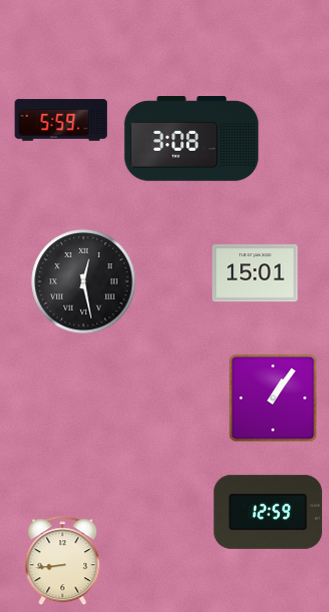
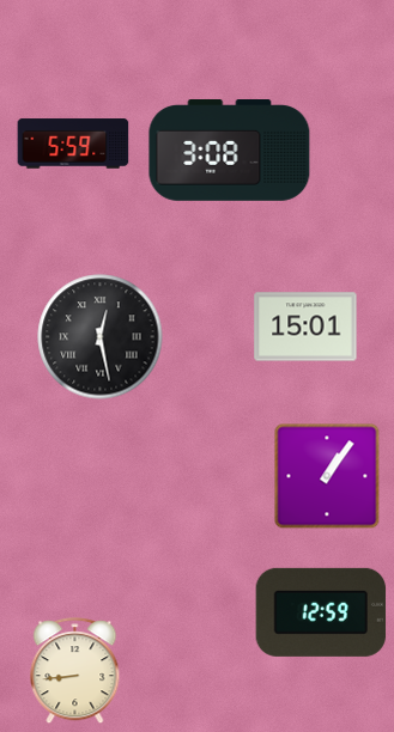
clock at (192, 139) position: (192, 139) -> (230, 151)
